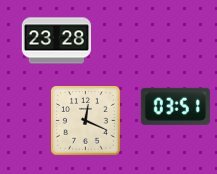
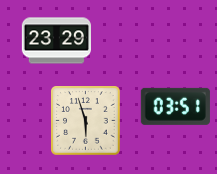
clock at (56, 41): 23:28 -> 23:29
clock at (86, 121): 12:19 -> 5:57
